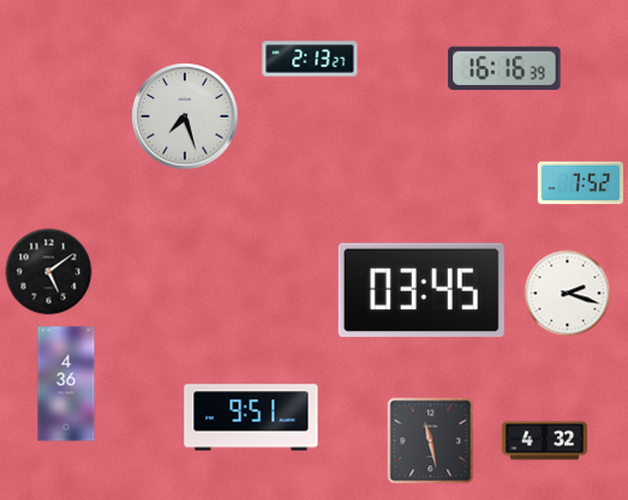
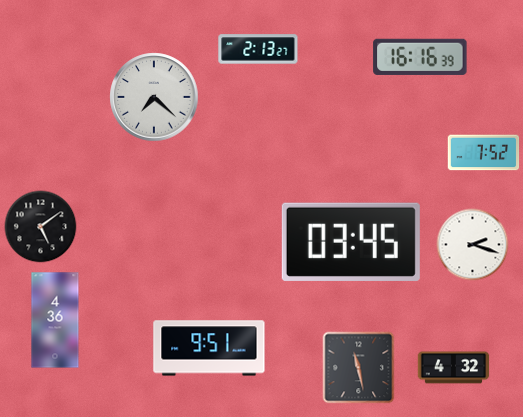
clock at (185, 116): 7:27 -> 7:22
